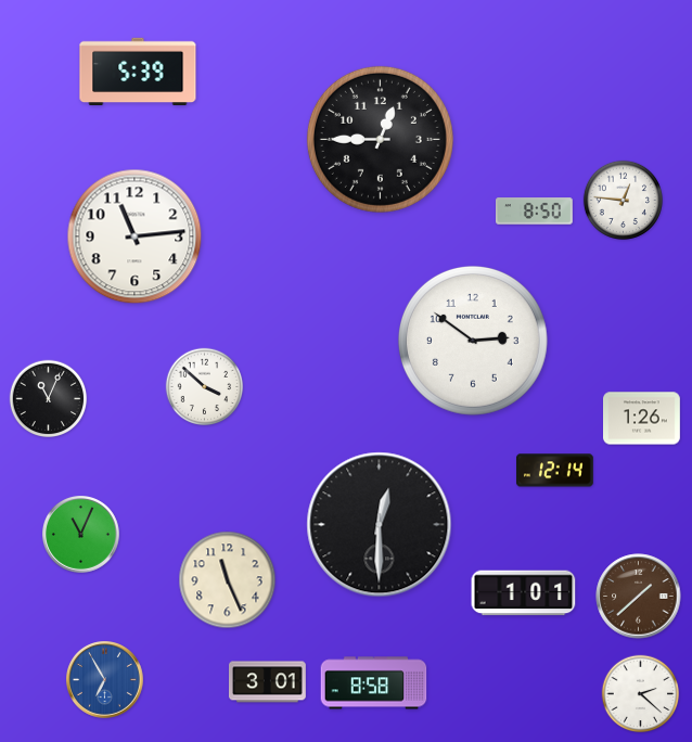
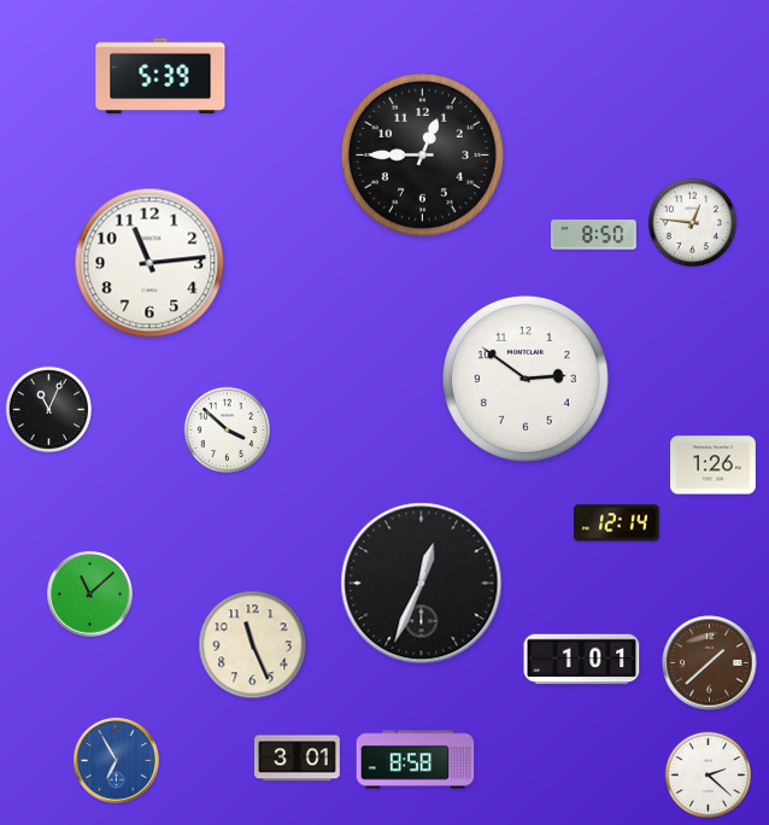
clock at (138, 72) position: (138, 72) -> (160, 76)
clock at (49, 399) position: (49, 399) -> (49, 410)
clock at (380, 525): 12:30 -> 12:34
clock at (81, 535): 11:04 -> 11:08
clock at (105, 680) position: (105, 680) -> (117, 761)
clock at (641, 694) position: (641, 694) -> (709, 776)
